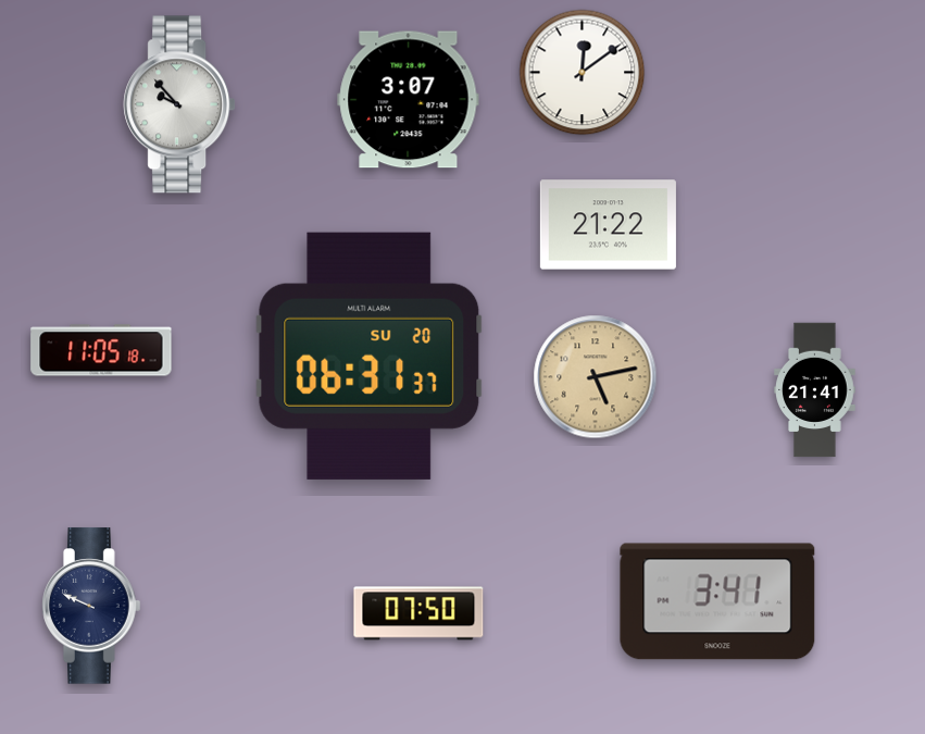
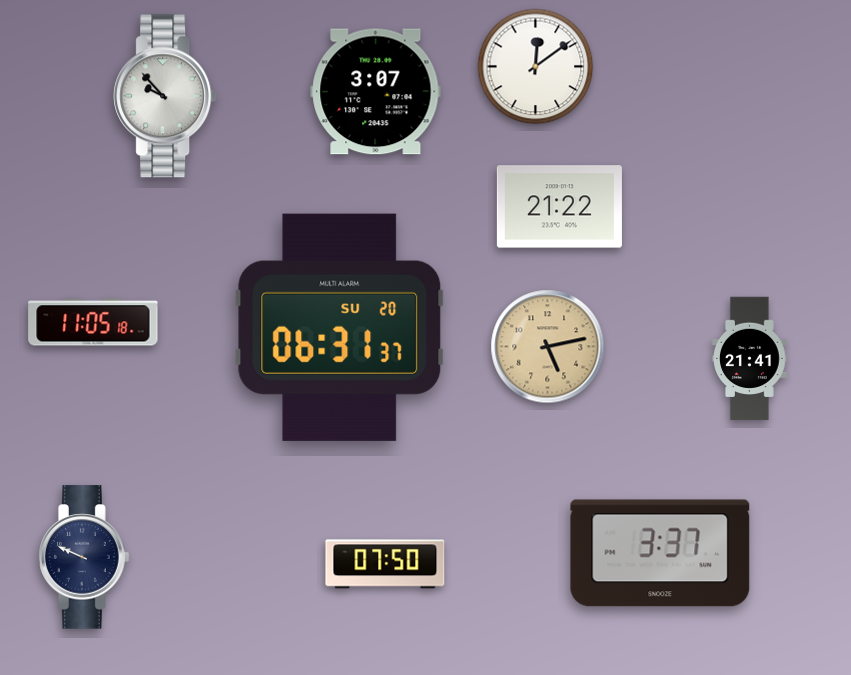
clock at (717, 601): 3:41 -> 3:37
